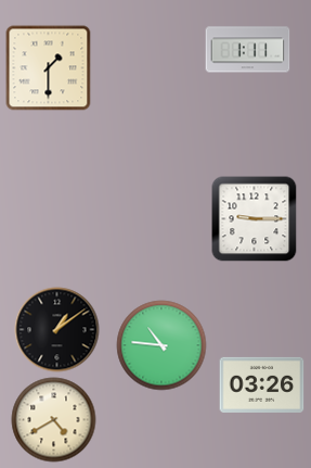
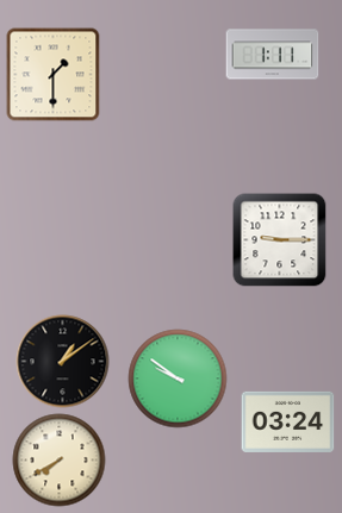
clock at (161, 345): 10:46 -> 9:51
clock at (261, 384): 03:26 -> 03:24
clock at (53, 419): 4:40 -> 7:40
